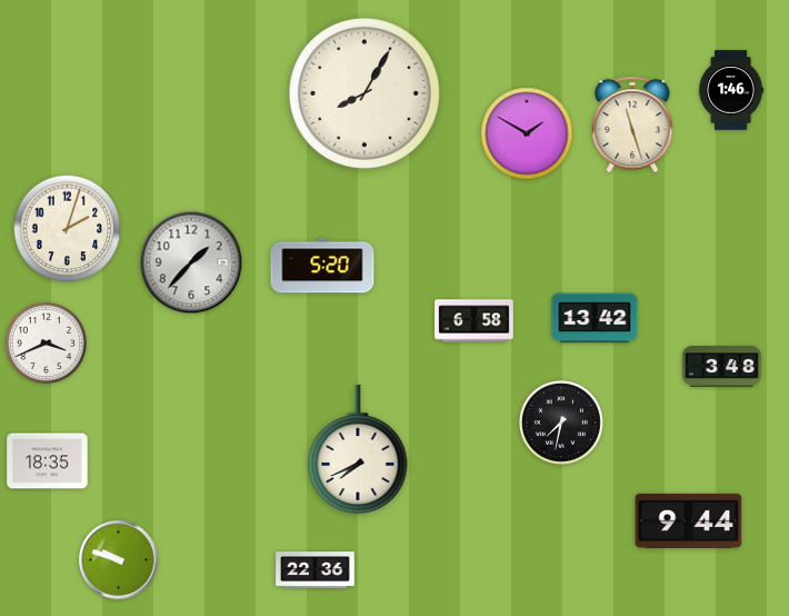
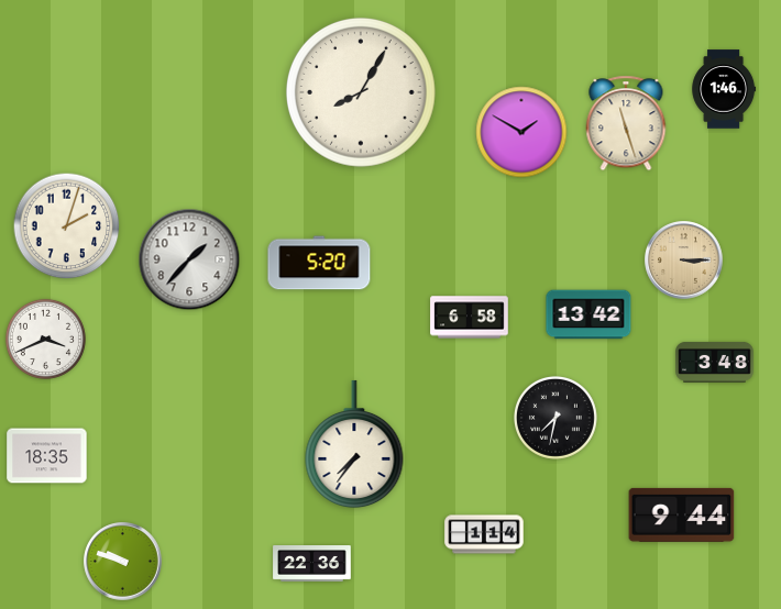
clock at (684, 261): none -> 3:15
clock at (358, 449): 7:41 -> 7:36
clock at (484, 534): none -> 1:14
clock at (119, 560) position: (119, 560) -> (123, 562)
